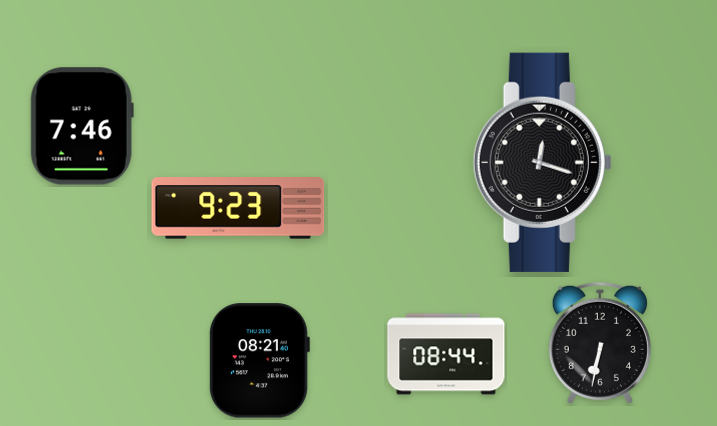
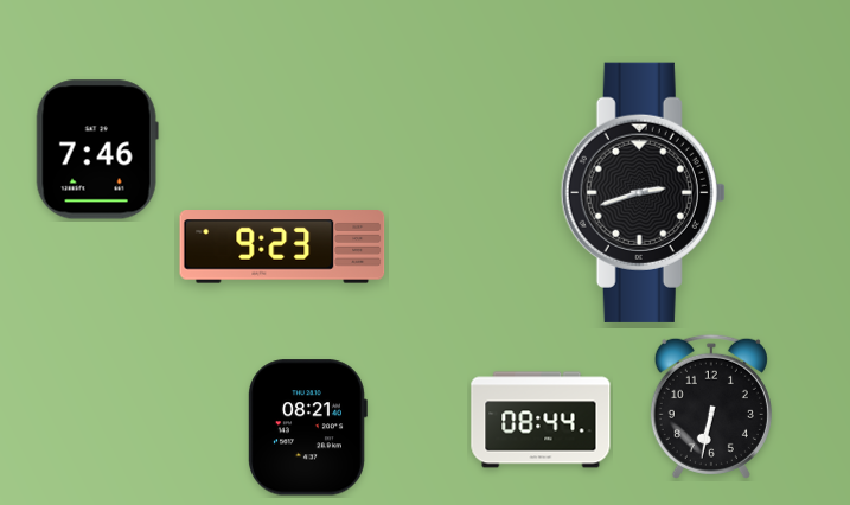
clock at (542, 162): 12:18 -> 2:42
clock at (446, 354) position: (446, 354) -> (541, 420)
